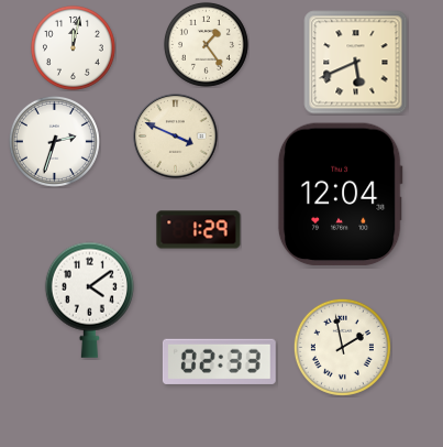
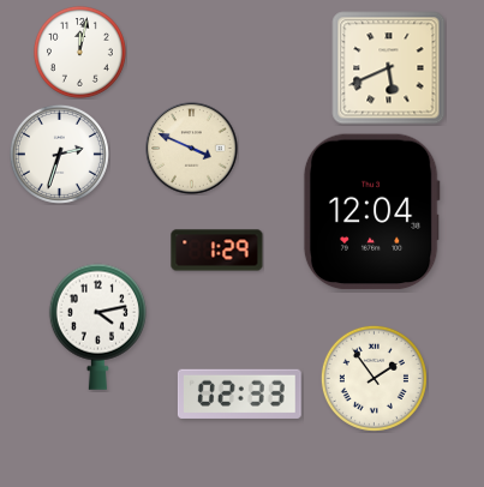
clock at (206, 44): 1:24 -> none
clock at (89, 299): 4:09 -> 4:13
clock at (342, 347): 1:58 -> 1:54
